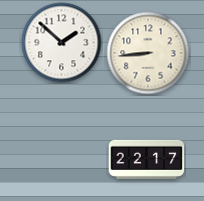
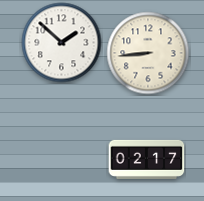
clock at (147, 159): 22:17 -> 02:17
